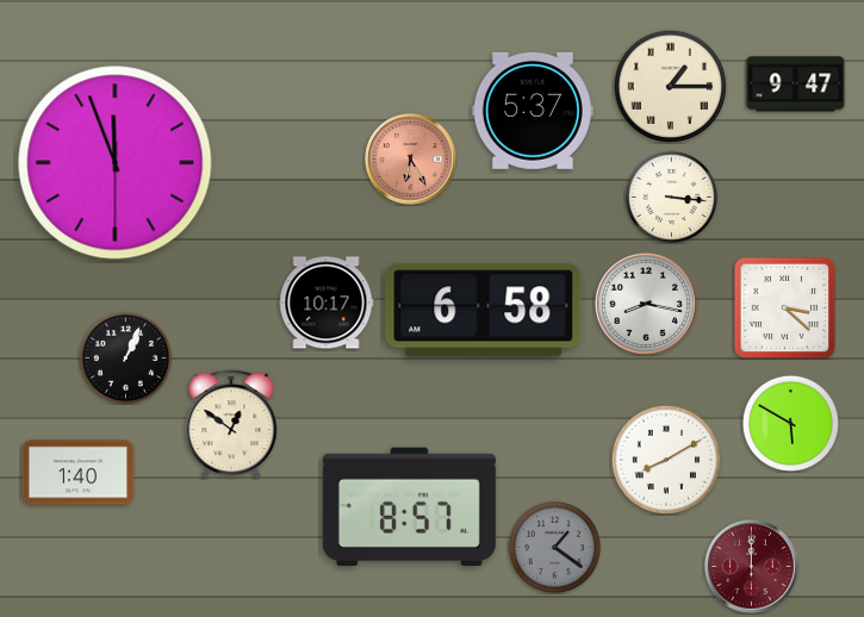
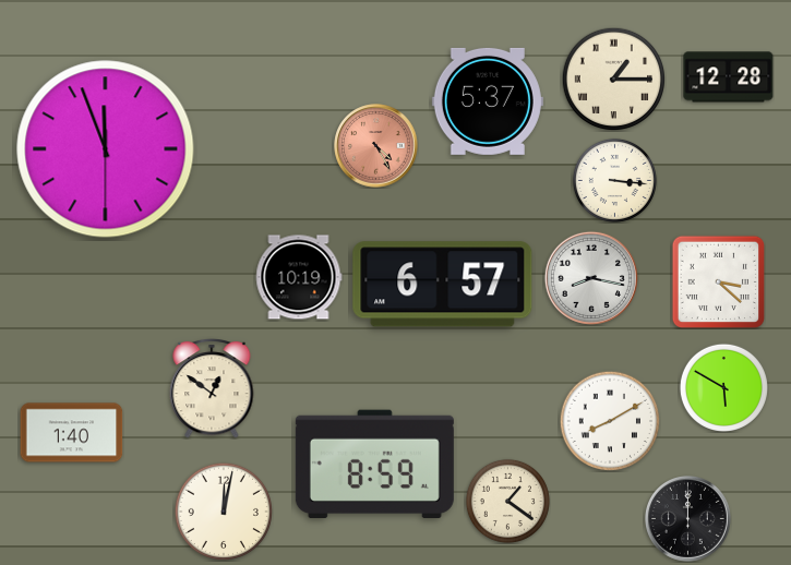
clock at (796, 85): 9:47 -> 12:28
clock at (411, 160): 6:25 -> 4:25
clock at (327, 303): 10:17 -> 10:19
clock at (484, 311): 6:58 -> 6:57
clock at (125, 357): 1:04 -> none
clock at (409, 506): 8:57 -> 8:59
clock at (554, 547) dial: grey -> cream
clock at (223, 510): none -> 12:02
clock at (752, 567) dial: burgundy -> black
